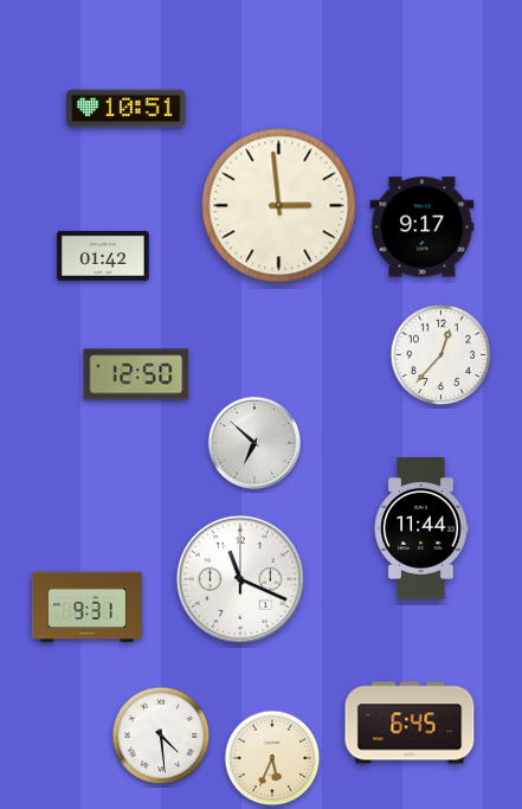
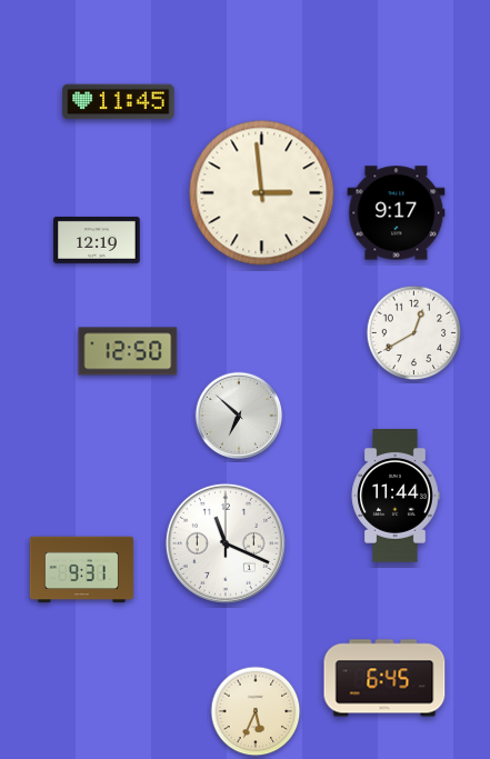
clock at (127, 109): 10:51 -> 11:45
clock at (103, 256): 01:42 -> 12:19
clock at (442, 355): 12:37 -> 12:40
clock at (161, 736): 4:29 -> none
